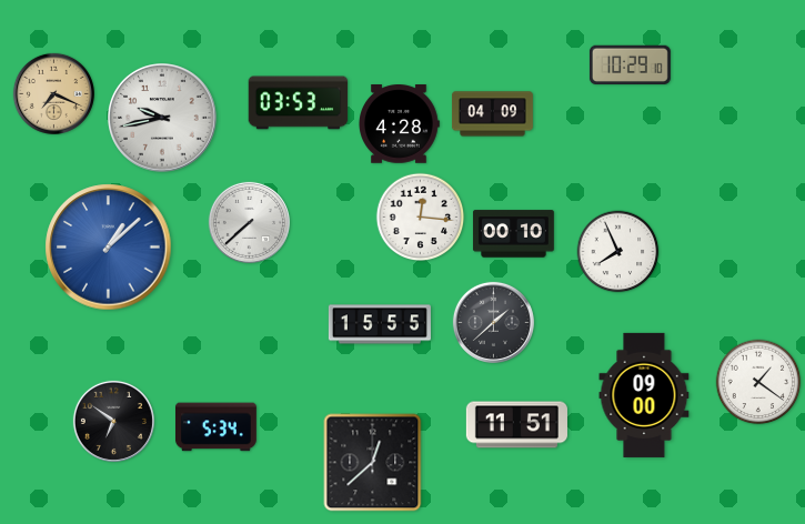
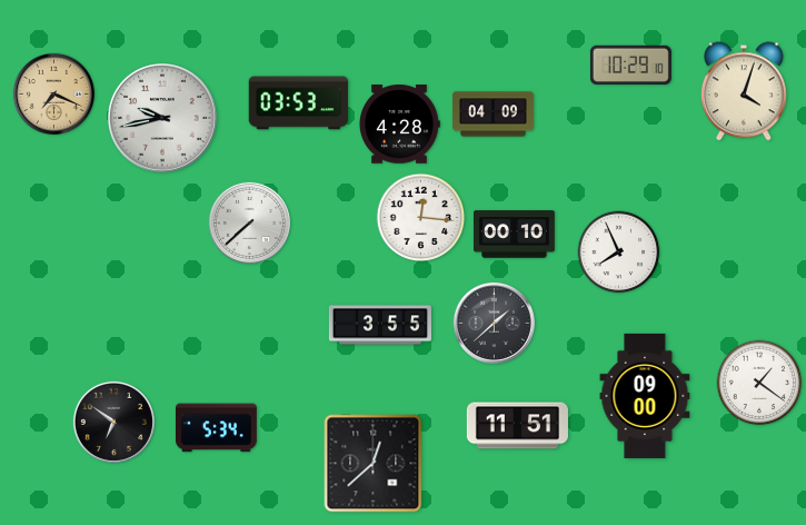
clock at (744, 91): none -> 4:03
clock at (109, 248): 1:08 -> none
clock at (380, 324): 15:55 -> 3:55
